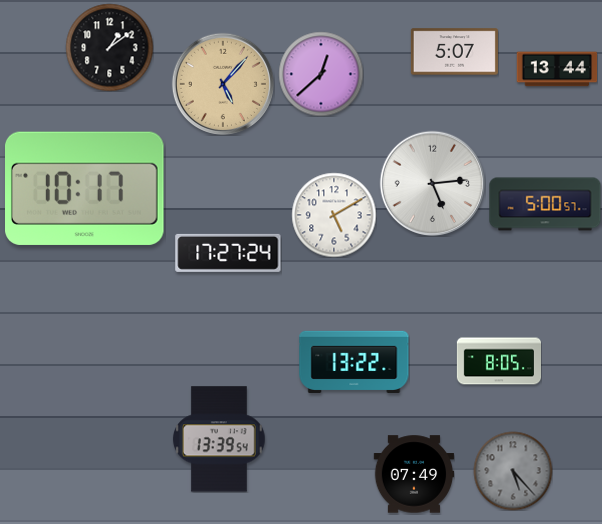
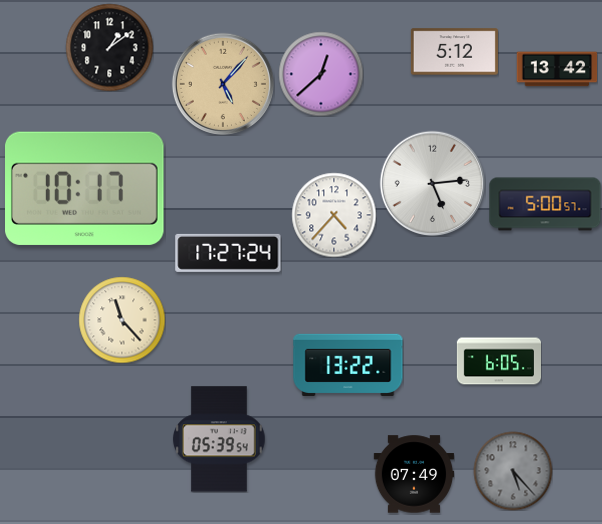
clock at (454, 52): 5:07 -> 5:12
clock at (557, 69): 13:44 -> 13:42
clock at (334, 215): 5:10 -> 4:37
clock at (122, 320): none -> 11:23
clock at (498, 361): 8:05 -> 6:05
clock at (354, 362) position: (354, 362) -> (348, 365)
clock at (219, 439): 13:39 -> 05:39
